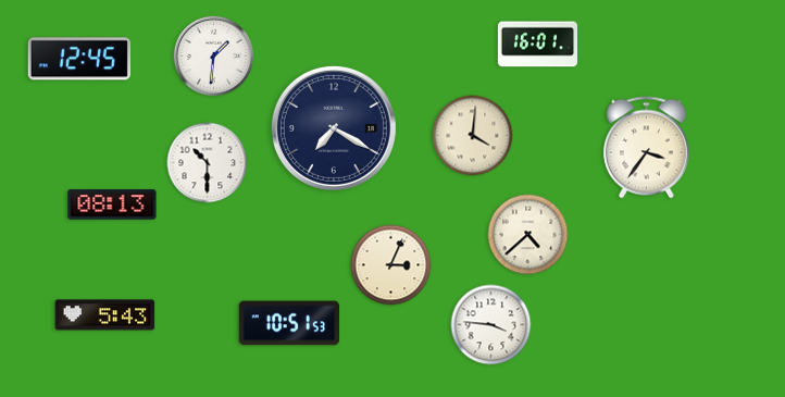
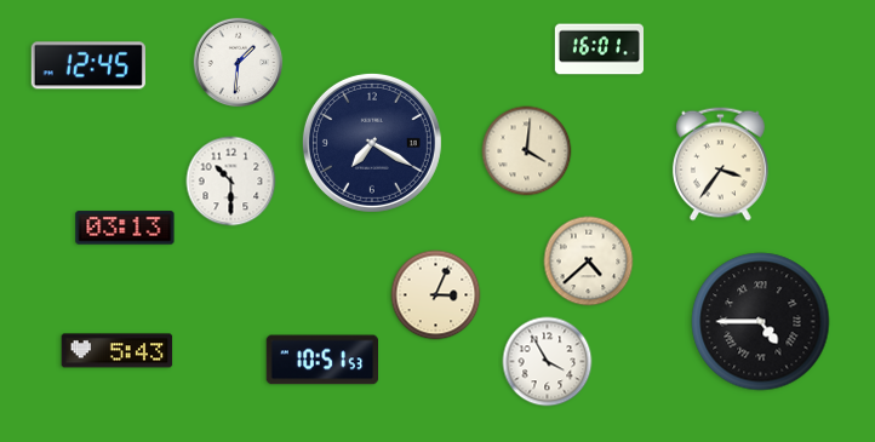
clock at (112, 204): 08:13 -> 03:13
clock at (761, 322): none -> 4:45
clock at (491, 325): 3:46 -> 3:55
